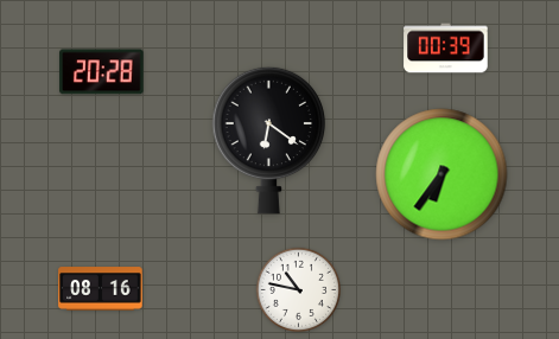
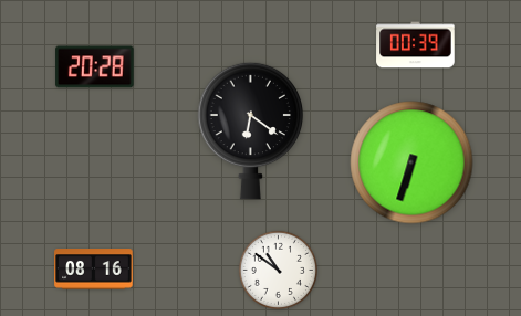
clock at (442, 174): 6:36 -> 6:33
clock at (298, 289): 10:47 -> 10:51
